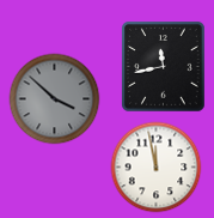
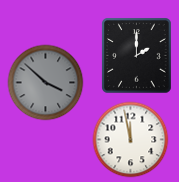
clock at (164, 67): 11:43 -> 2:00
